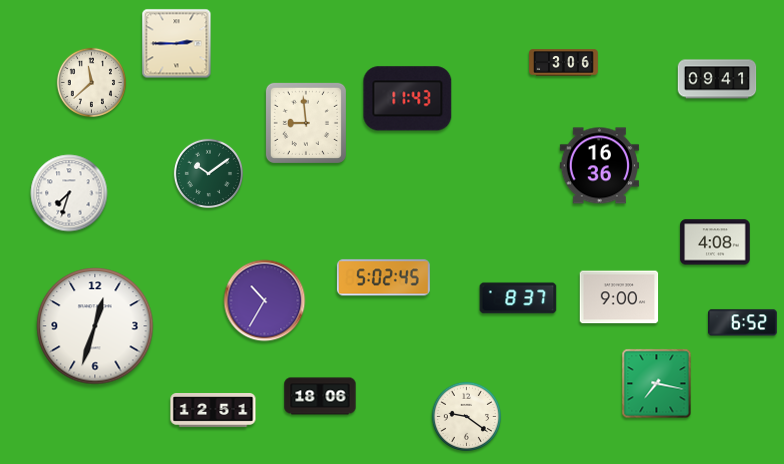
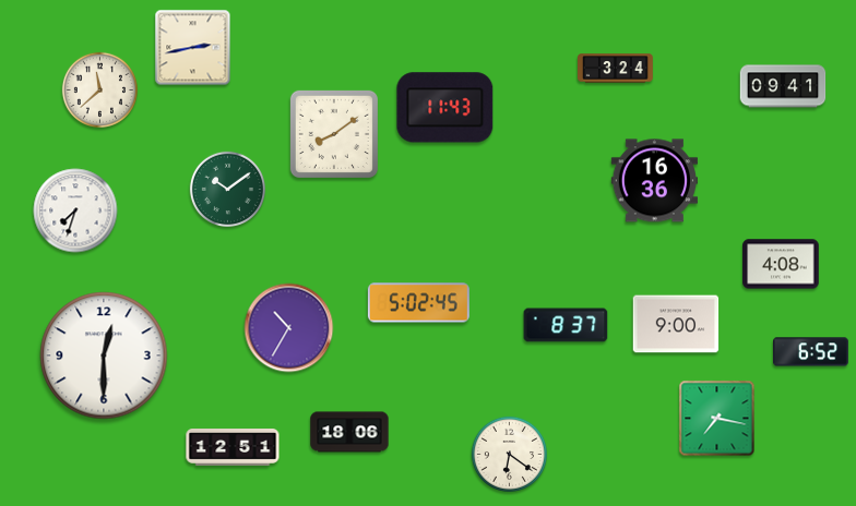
clock at (177, 44): 2:45 -> 2:43
clock at (564, 63): 3:06 -> 3:24
clock at (306, 123): 8:59 -> 8:09
clock at (95, 326): 12:33 -> 12:30
clock at (466, 416): 9:21 -> 6:21
